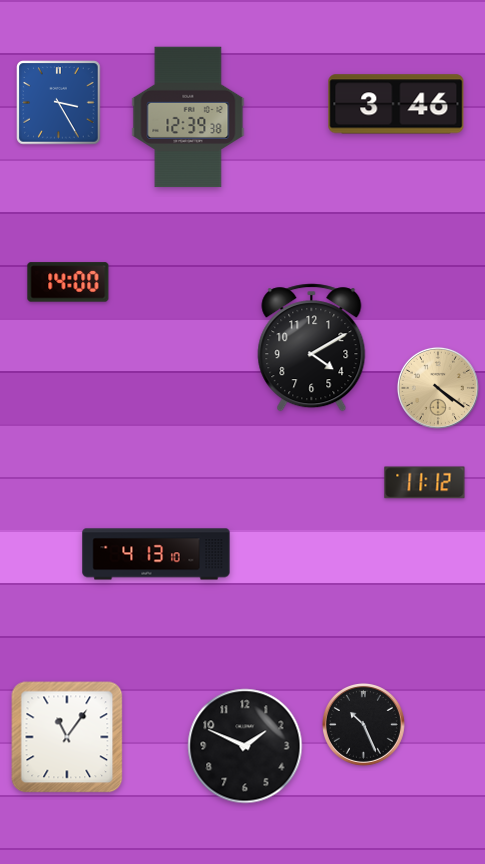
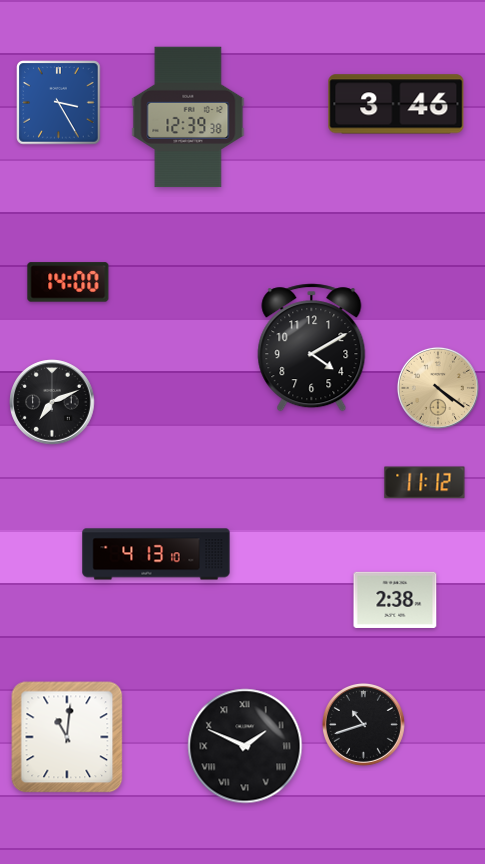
clock at (52, 402): none -> 7:11
clock at (395, 599): none -> 2:38
clock at (363, 724): 10:26 -> 10:42
clock at (67, 737): 11:06 -> 11:01
clock at (245, 746) numerals: Arabic -> Roman
